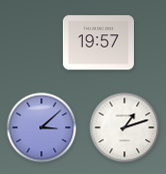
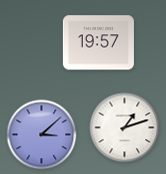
clock at (42, 128) position: (42, 128) -> (42, 135)
